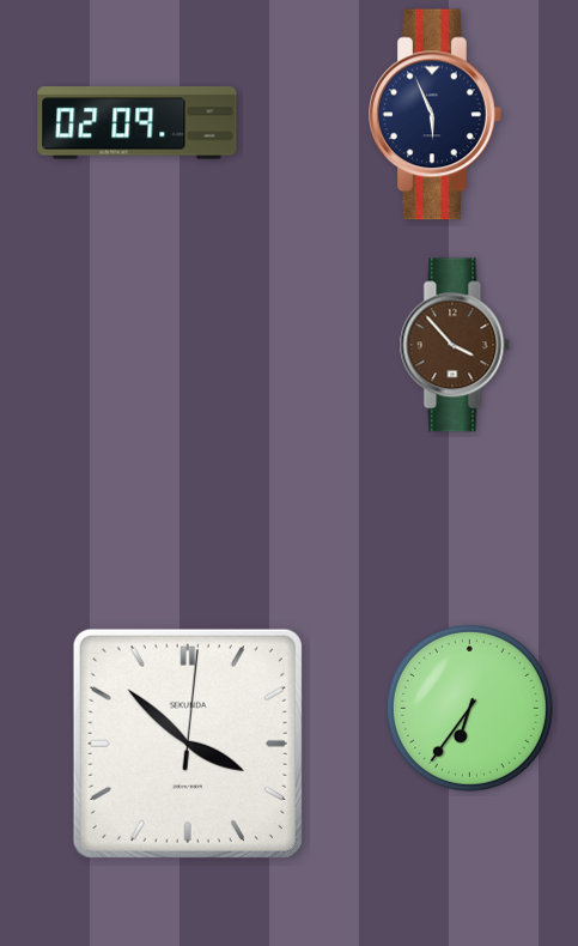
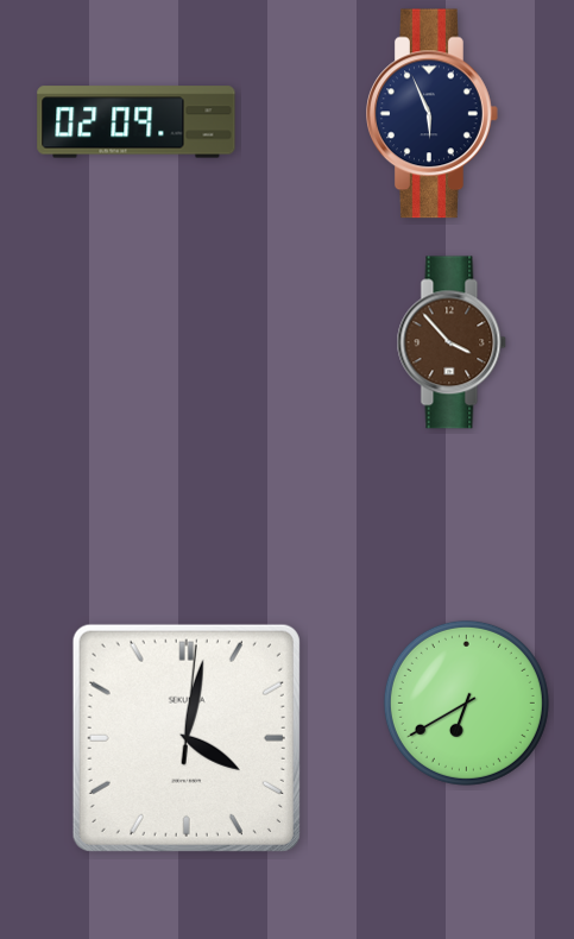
clock at (469, 708): 6:36 -> 6:40
clock at (188, 744): 3:52 -> 4:02
